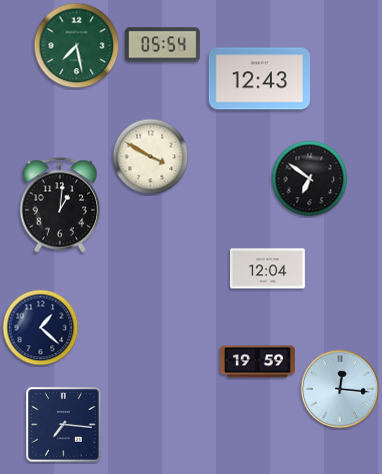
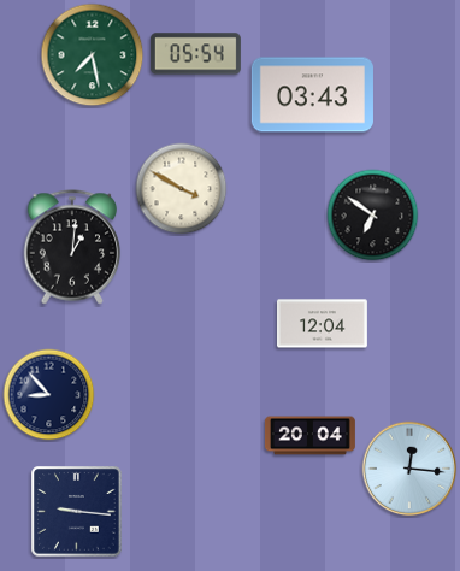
clock at (259, 79): 12:43 -> 03:43
clock at (41, 328): 1:22 -> 8:53
clock at (257, 362): 19:59 -> 20:04
clock at (64, 425): 7:16 -> 9:16
